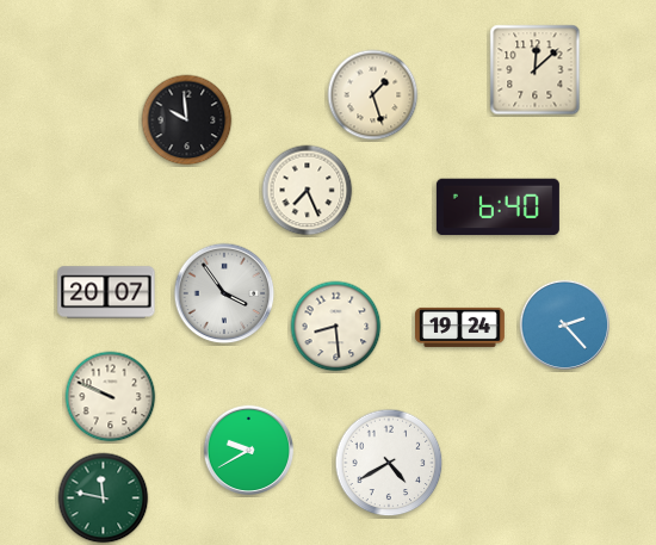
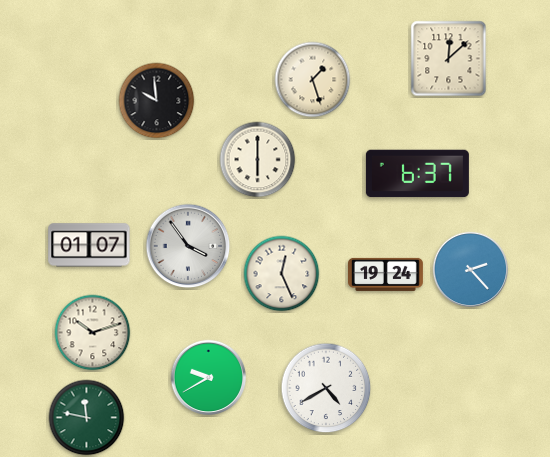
clock at (308, 191): 7:26 -> 6:00
clock at (497, 208): 6:40 -> 6:37
clock at (106, 292): 20:07 -> 01:07
clock at (565, 326) position: (565, 326) -> (471, 270)
clock at (336, 327): 8:29 -> 12:26
clock at (111, 397): 9:49 -> 10:12
